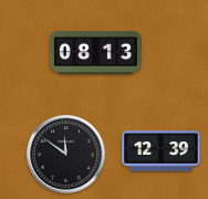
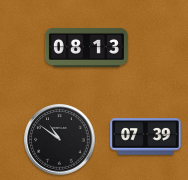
clock at (162, 151): 12:39 -> 07:39
clock at (66, 155): 11:51 -> 10:51
